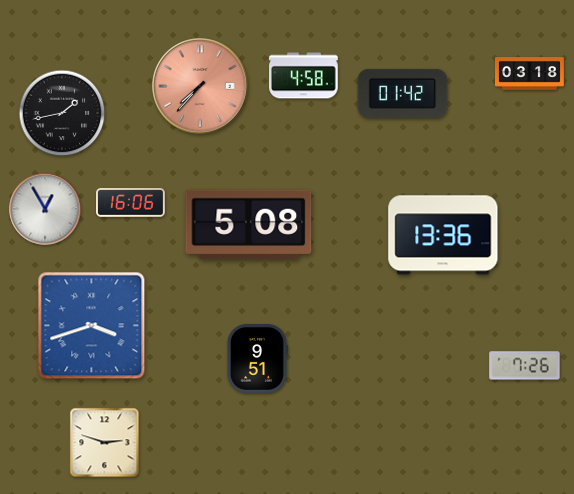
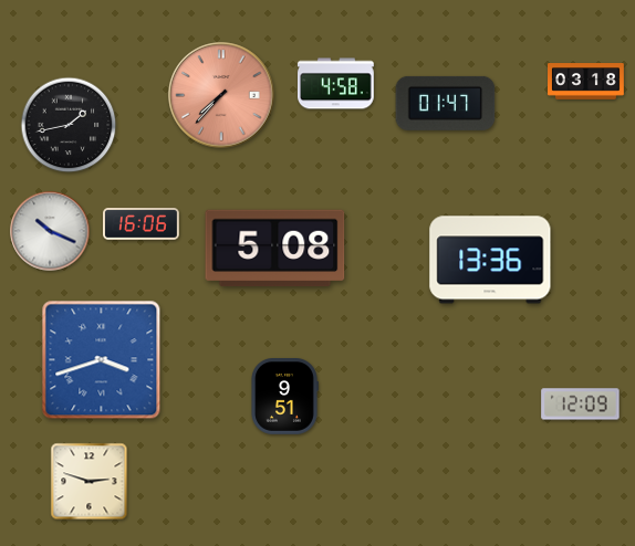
clock at (403, 93): 01:42 -> 01:47
clock at (131, 203) position: (131, 203) -> (142, 224)
clock at (45, 209): 12:55 -> 10:19
clock at (525, 366): 7:26 -> 12:09
clock at (105, 443) position: (105, 443) -> (90, 482)
